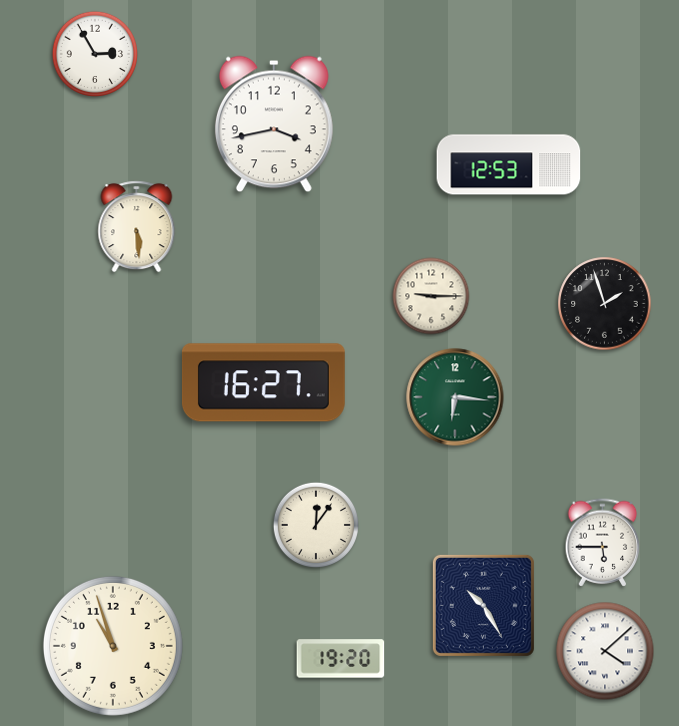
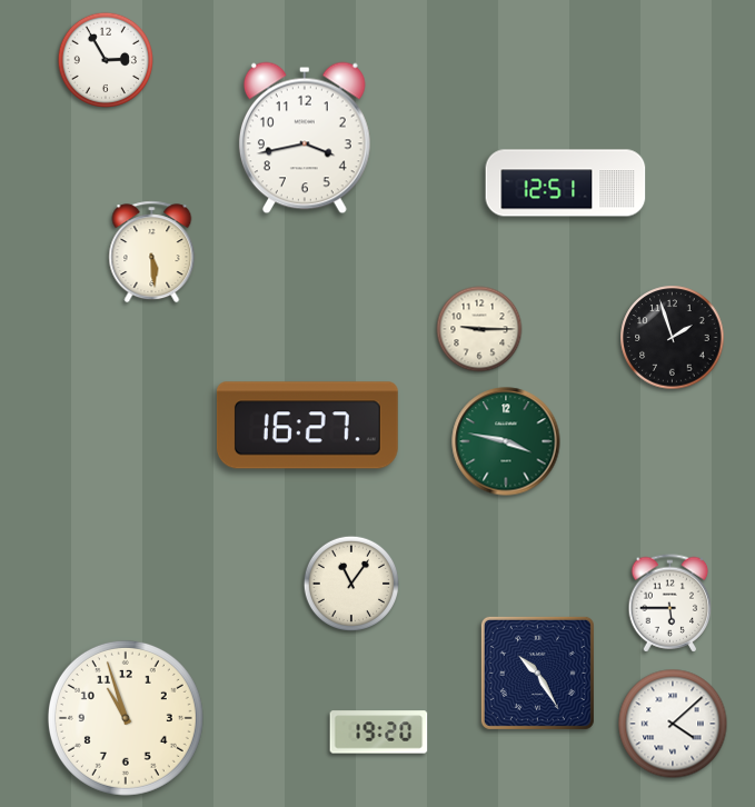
clock at (509, 165): 12:53 -> 12:51
clock at (263, 383) position: (263, 383) -> (307, 426)
clock at (455, 397): 6:16 -> 3:47
clock at (315, 524): 12:06 -> 11:06
